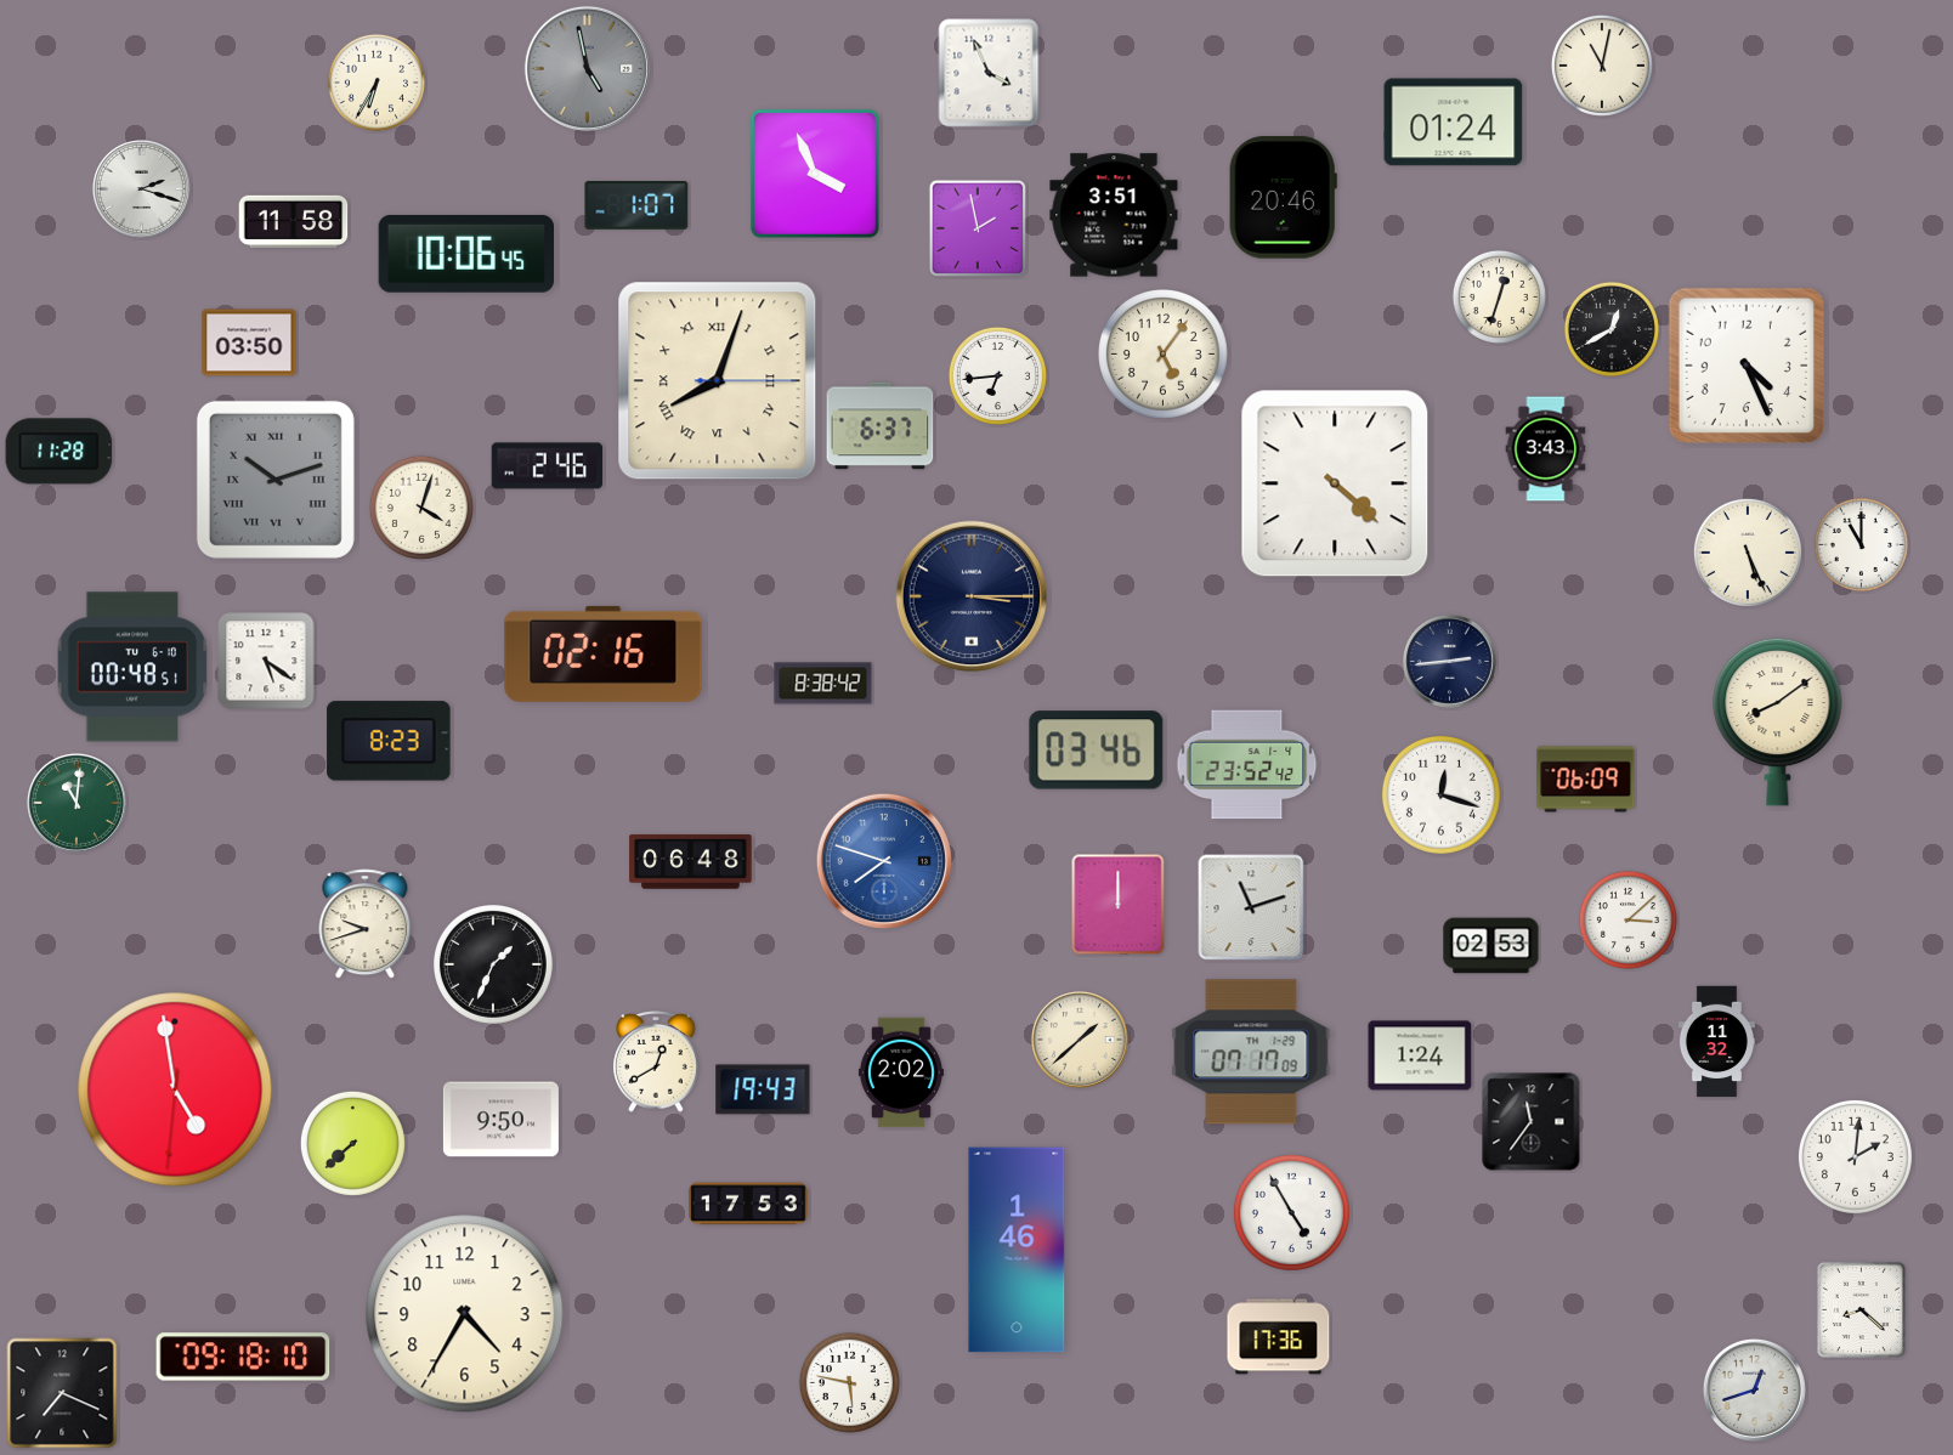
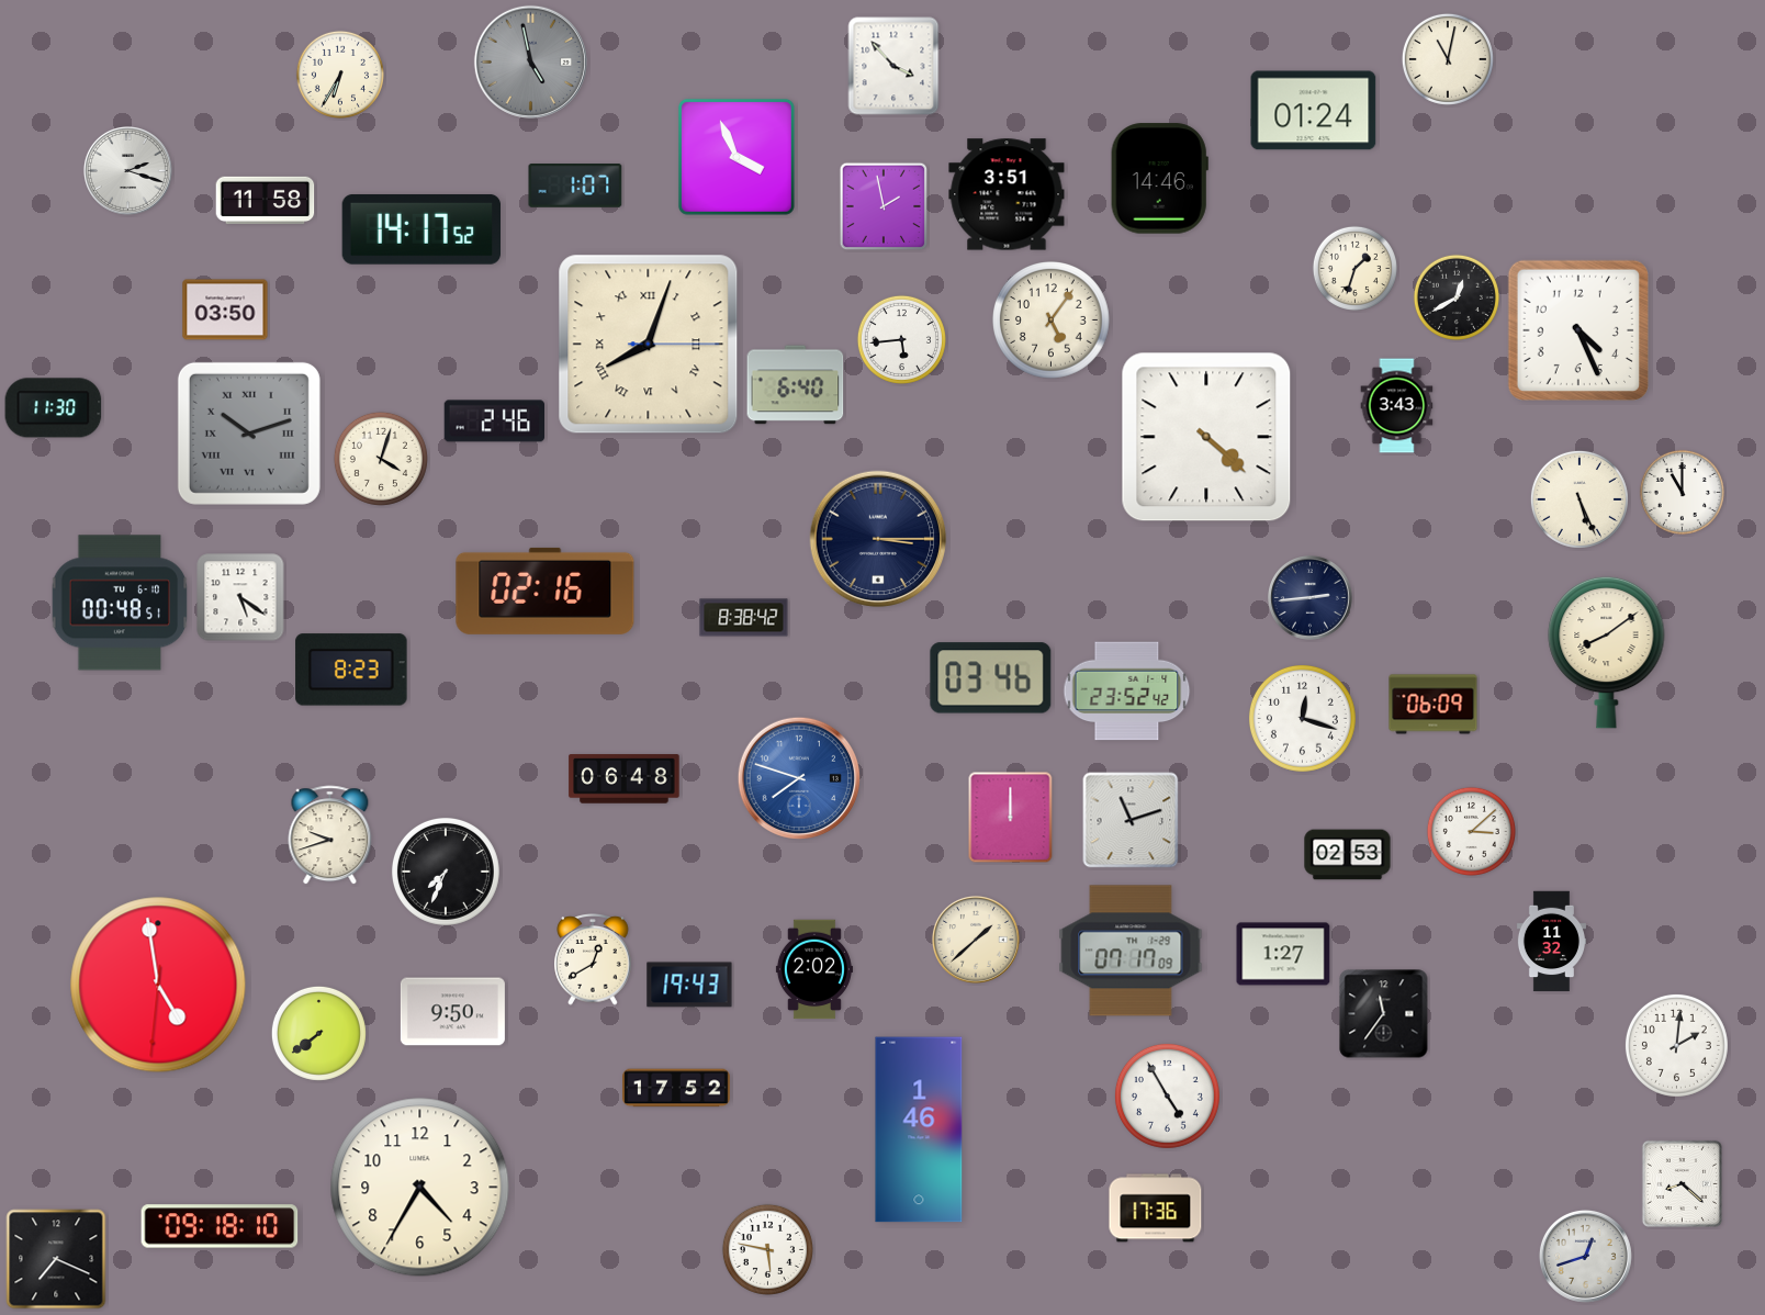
clock at (989, 73): 3:56 -> 3:53
clock at (1283, 198): 20:46 -> 14:46
clock at (465, 254): 10:06 -> 14:17
clock at (1499, 296): 12:33 -> 1:33
clock at (997, 375): 6:44 -> 5:44
clock at (881, 426): 6:37 -> 6:40
clock at (60, 452): 11:28 -> 11:30
clock at (77, 803): 11:01 -> none
clock at (493, 964): 1:34 -> 7:34
clock at (1420, 1055): 1:24 -> 1:27
clock at (352, 1143): 7:38 -> 7:39
clock at (748, 1204): 17:53 -> 17:52
